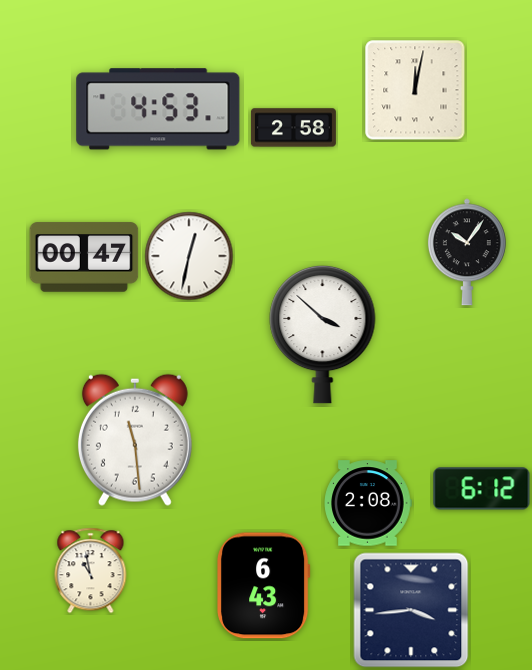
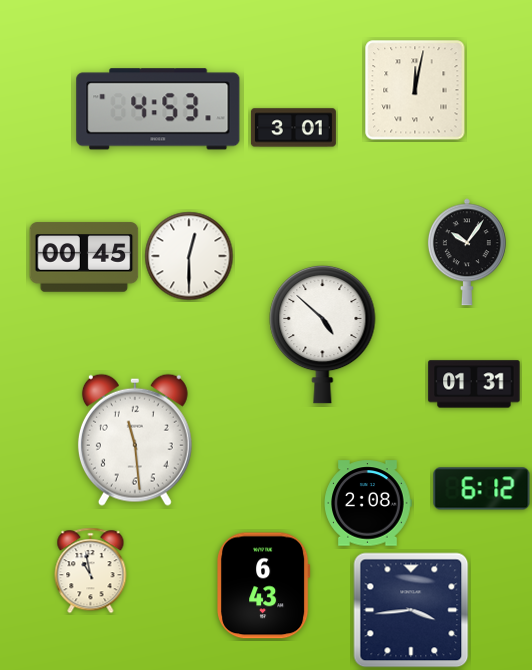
clock at (293, 128): 2:58 -> 3:01
clock at (189, 256): 12:32 -> 12:30
clock at (84, 257): 00:47 -> 00:45
clock at (323, 334): 3:52 -> 4:52
clock at (474, 384): none -> 01:31
